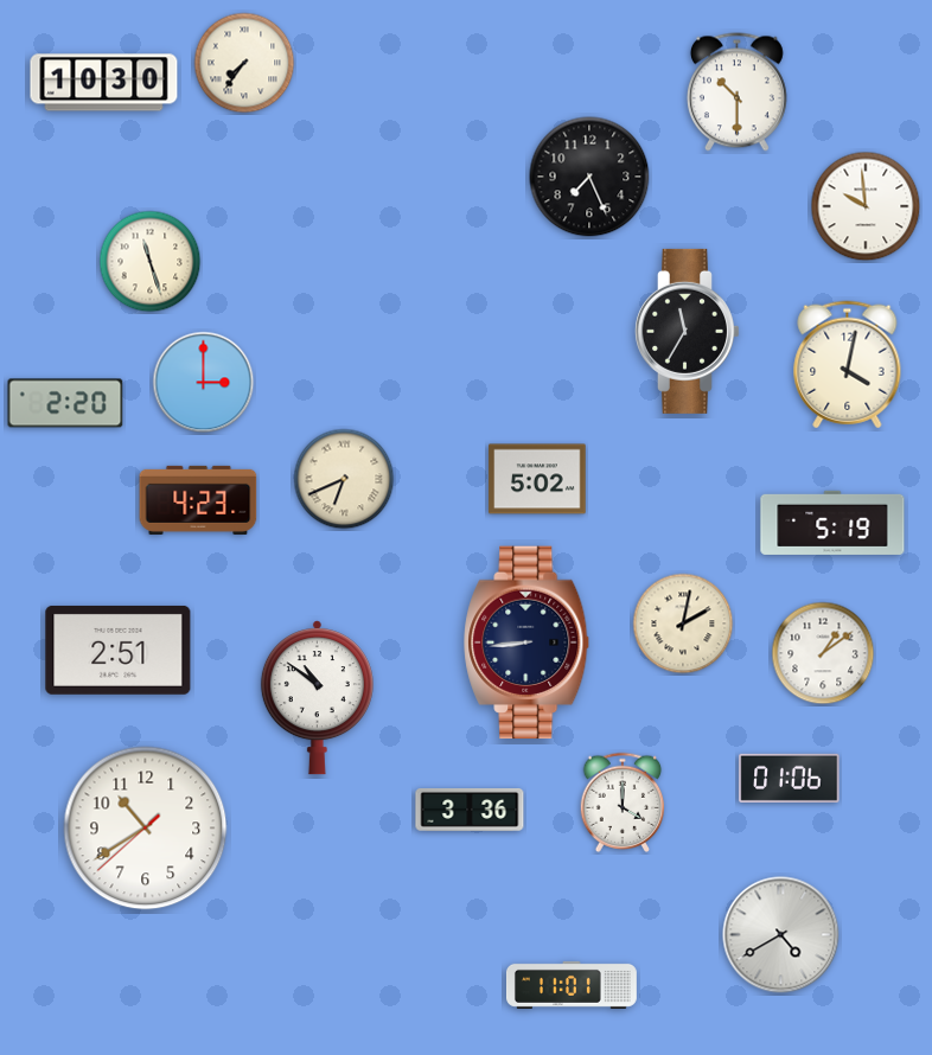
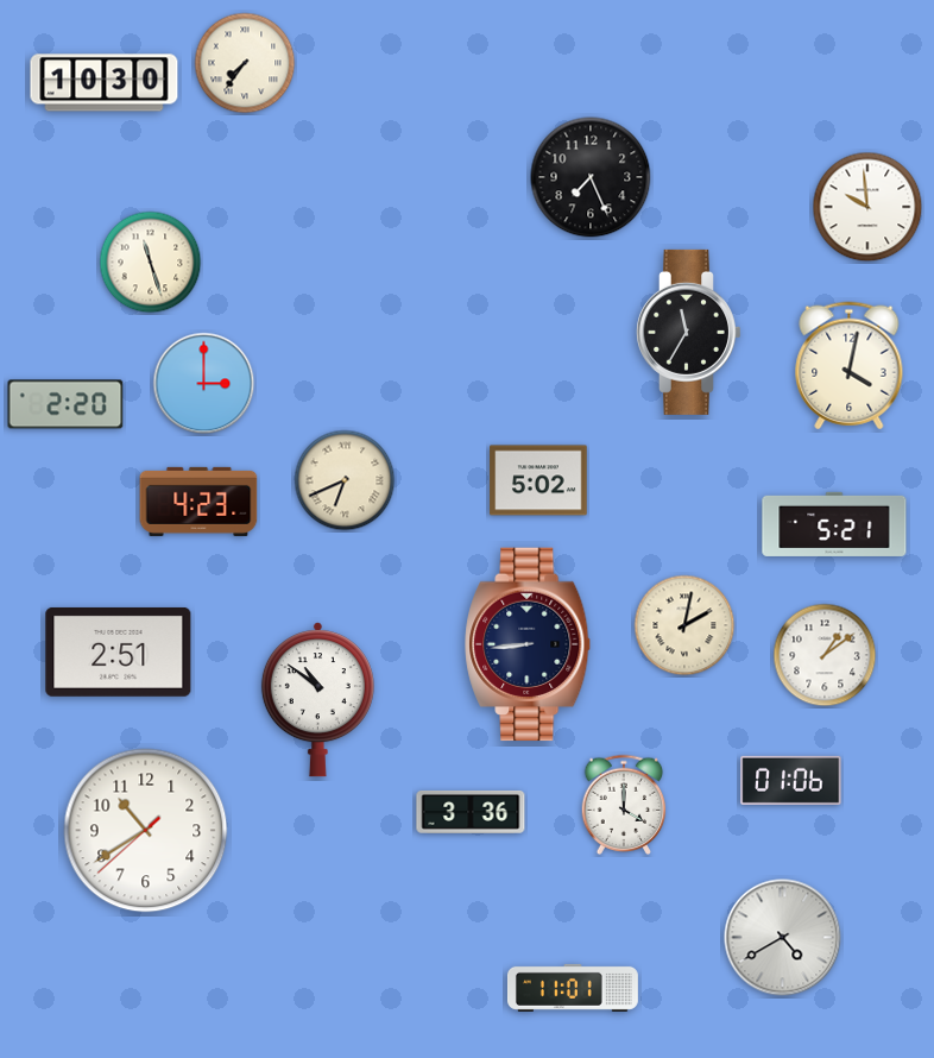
clock at (736, 92): 10:30 -> none
clock at (832, 523): 5:19 -> 5:21
